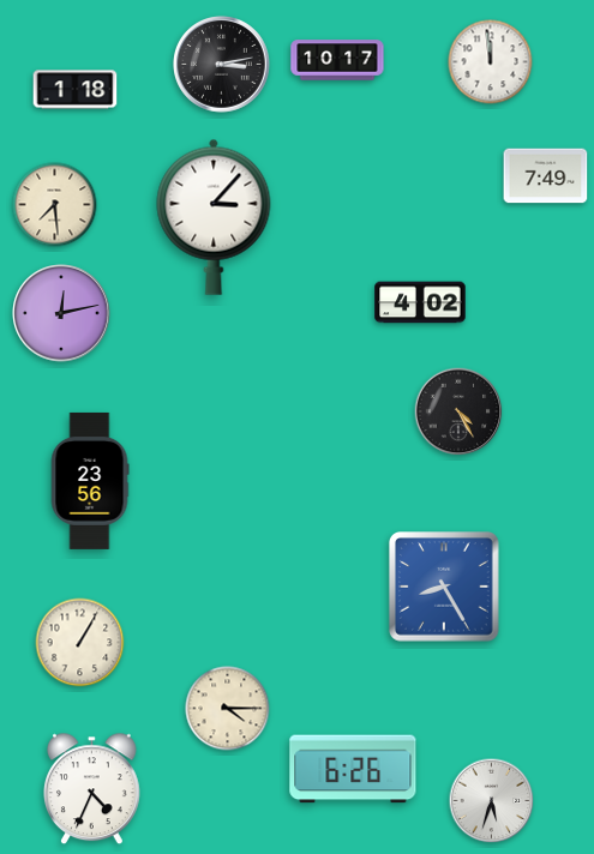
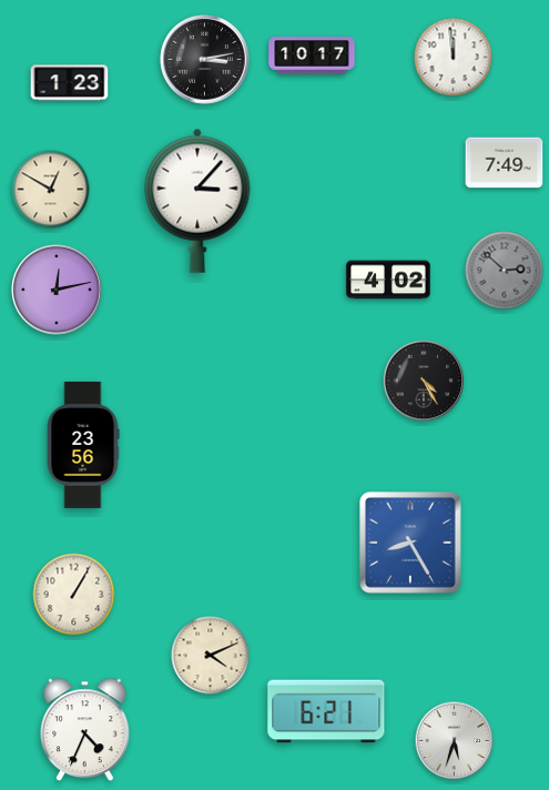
clock at (76, 90): 1:18 -> 1:23
clock at (55, 205): 7:29 -> 12:50
clock at (505, 271): none -> 2:52
clock at (228, 709): 4:15 -> 4:11
clock at (353, 769): 6:26 -> 6:21
